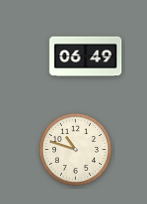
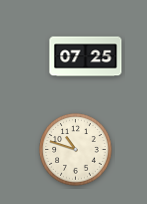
clock at (86, 57): 06:49 -> 07:25
